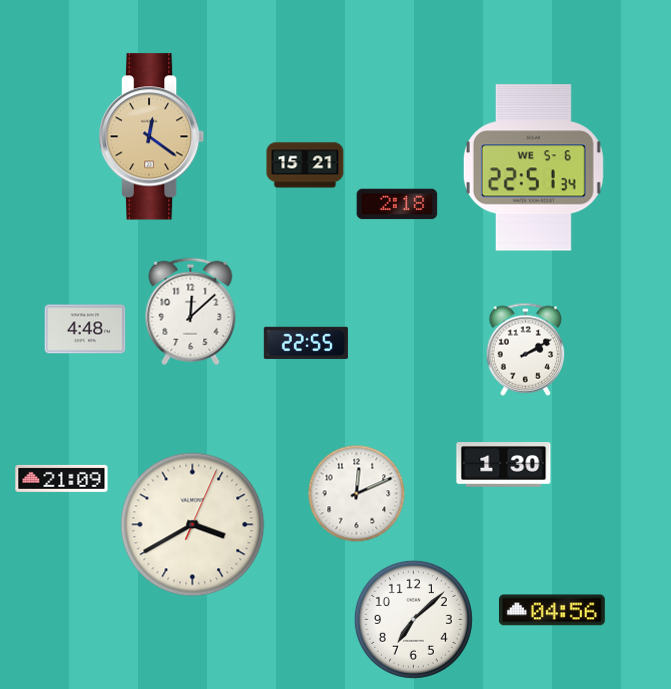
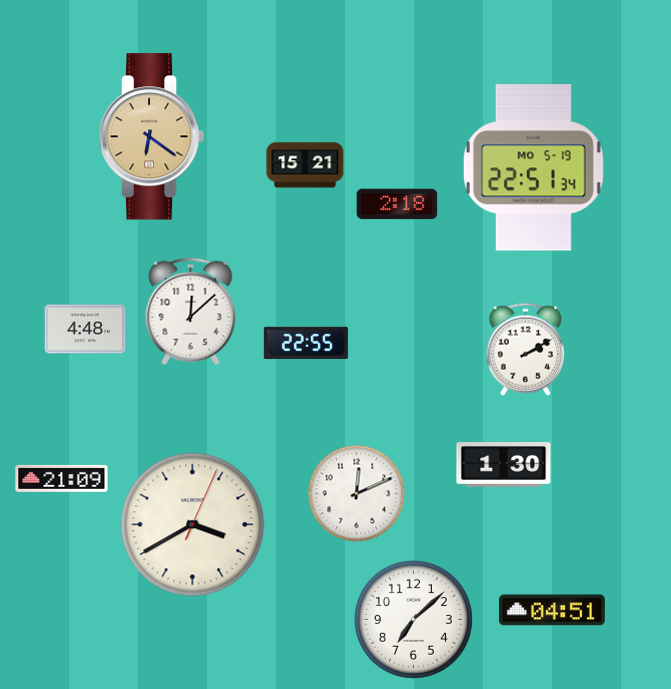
clock at (152, 137): 12:21 -> 6:21
clock at (533, 168) date: WE 5-6 -> MO 5-19
clock at (552, 610): 04:56 -> 04:51
